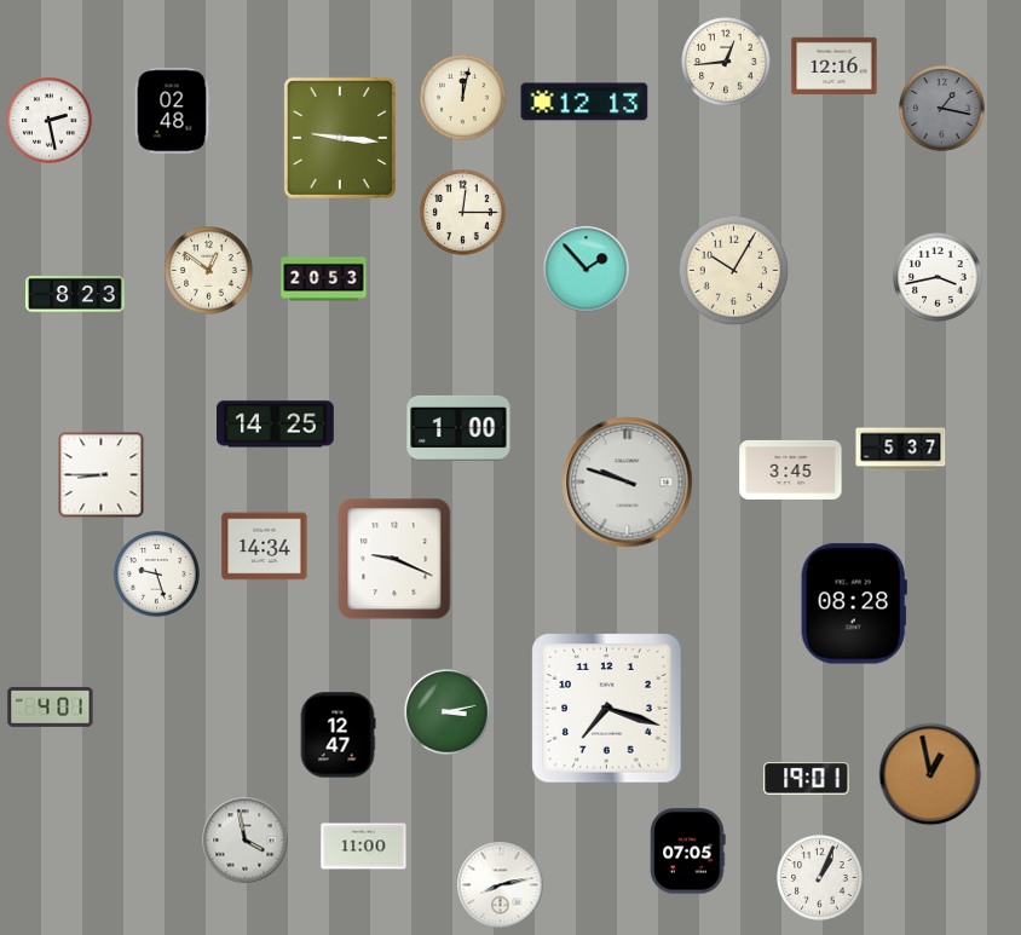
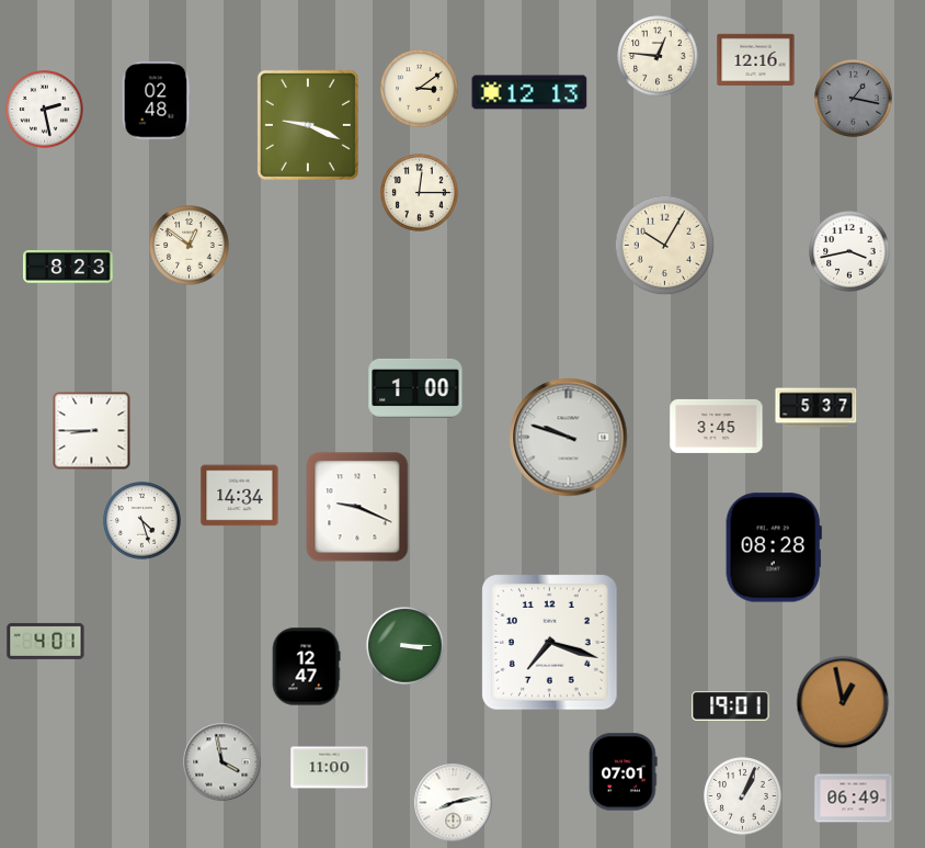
clock at (726, 62): 12:44 -> 12:46
clock at (463, 98): 12:02 -> 3:09
clock at (340, 138): 9:16 -> 9:19
clock at (587, 270): 1:53 -> none
clock at (324, 279): 20:53 -> none
clock at (276, 425): 14:25 -> none
clock at (157, 575): 9:27 -> 4:27
clock at (448, 712): 3:13 -> 3:15
clock at (688, 852): 07:05 -> 07:01
clock at (854, 799): none -> 06:49
